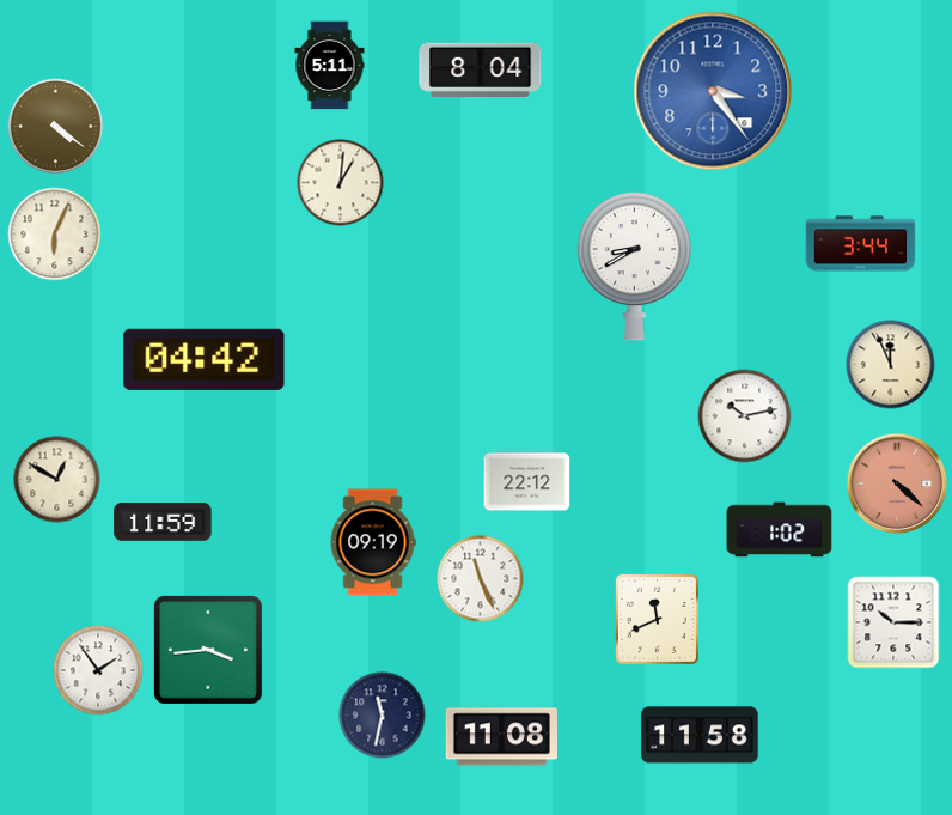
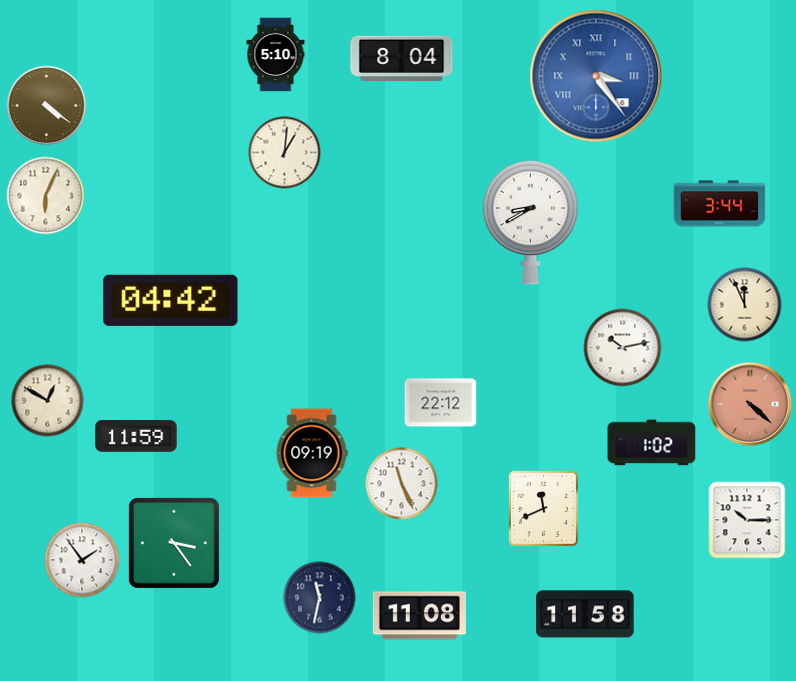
clock at (330, 66): 5:11 -> 5:10
clock at (713, 91) numerals: Arabic -> Roman
clock at (657, 619) position: (657, 619) -> (543, 508)
clock at (208, 650): 3:44 -> 3:24
